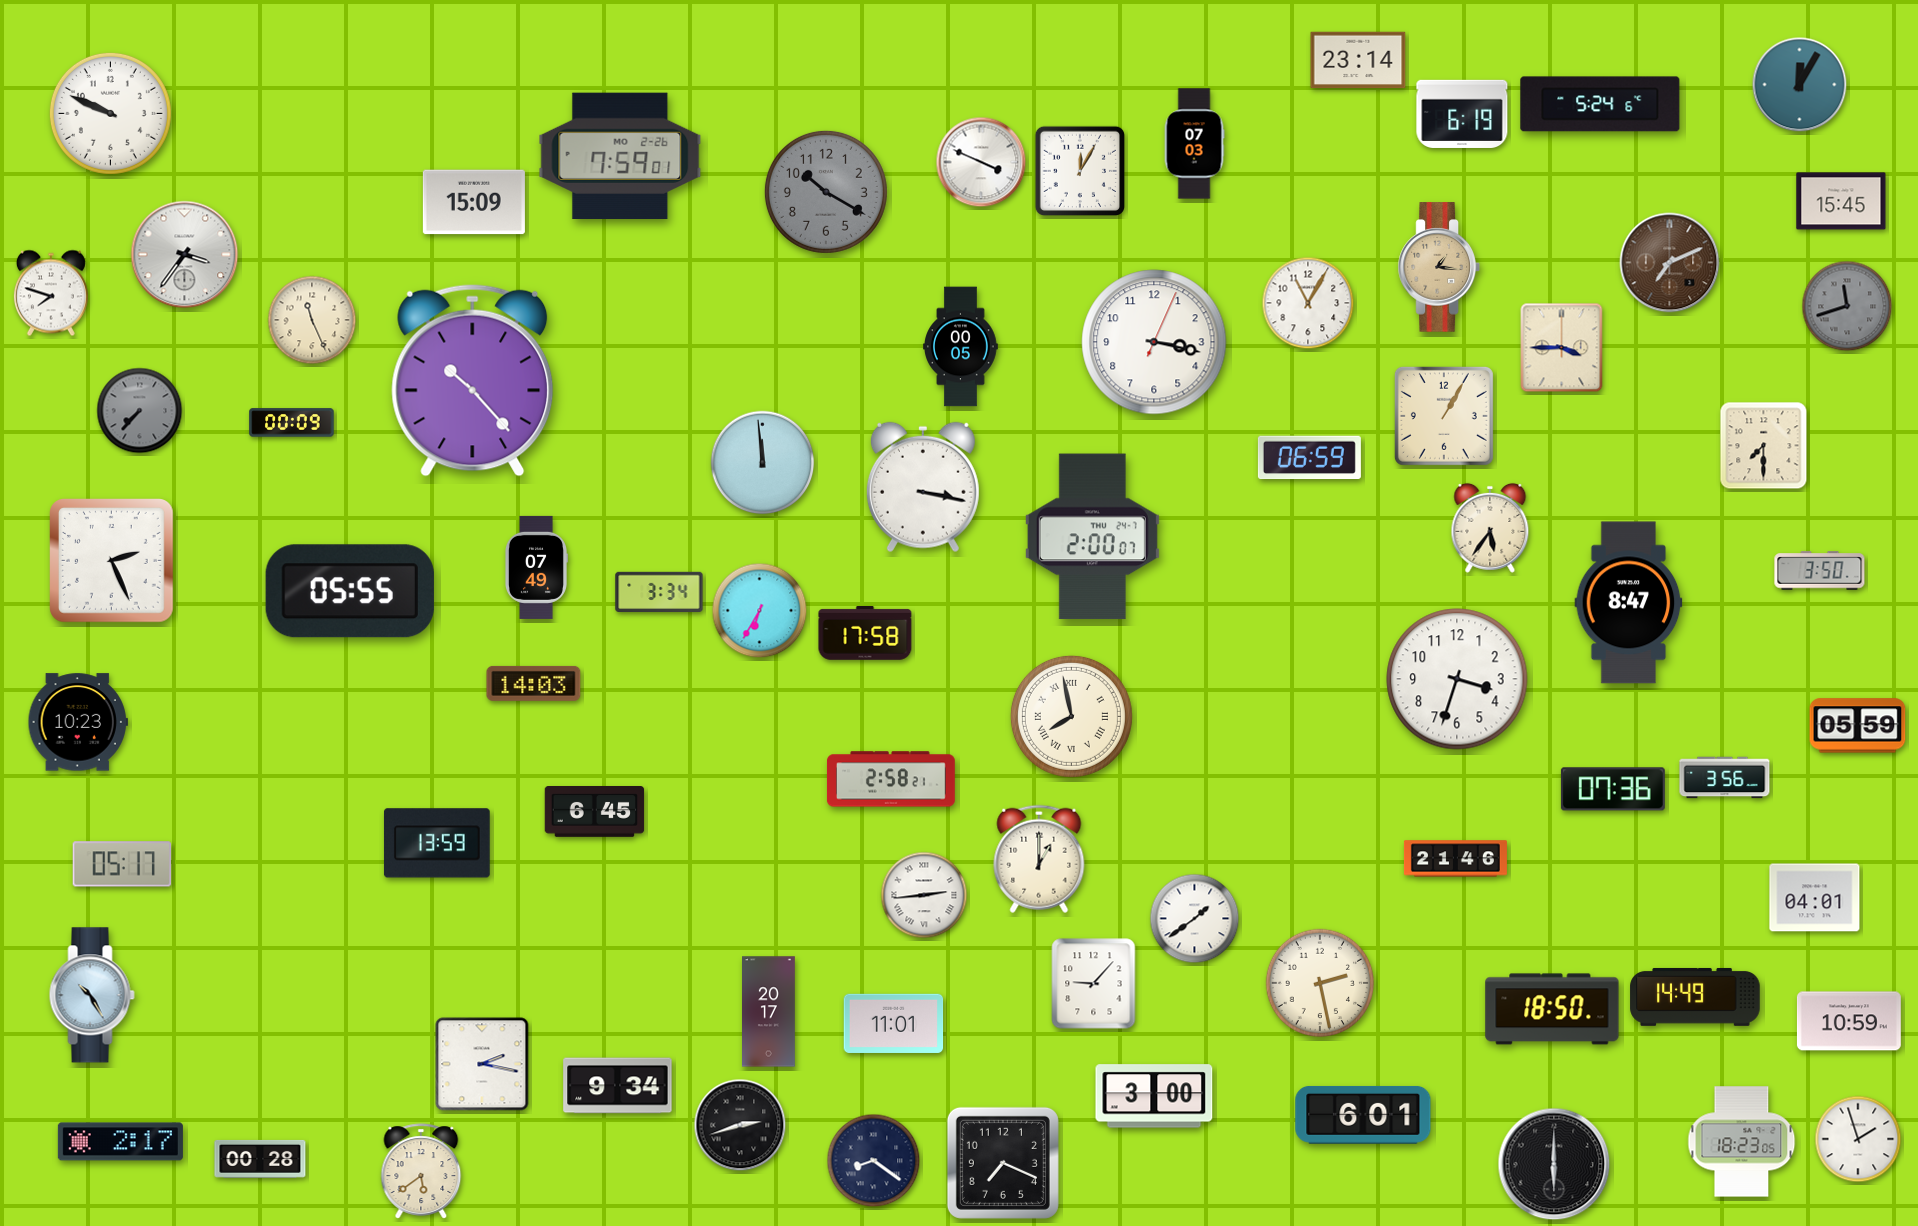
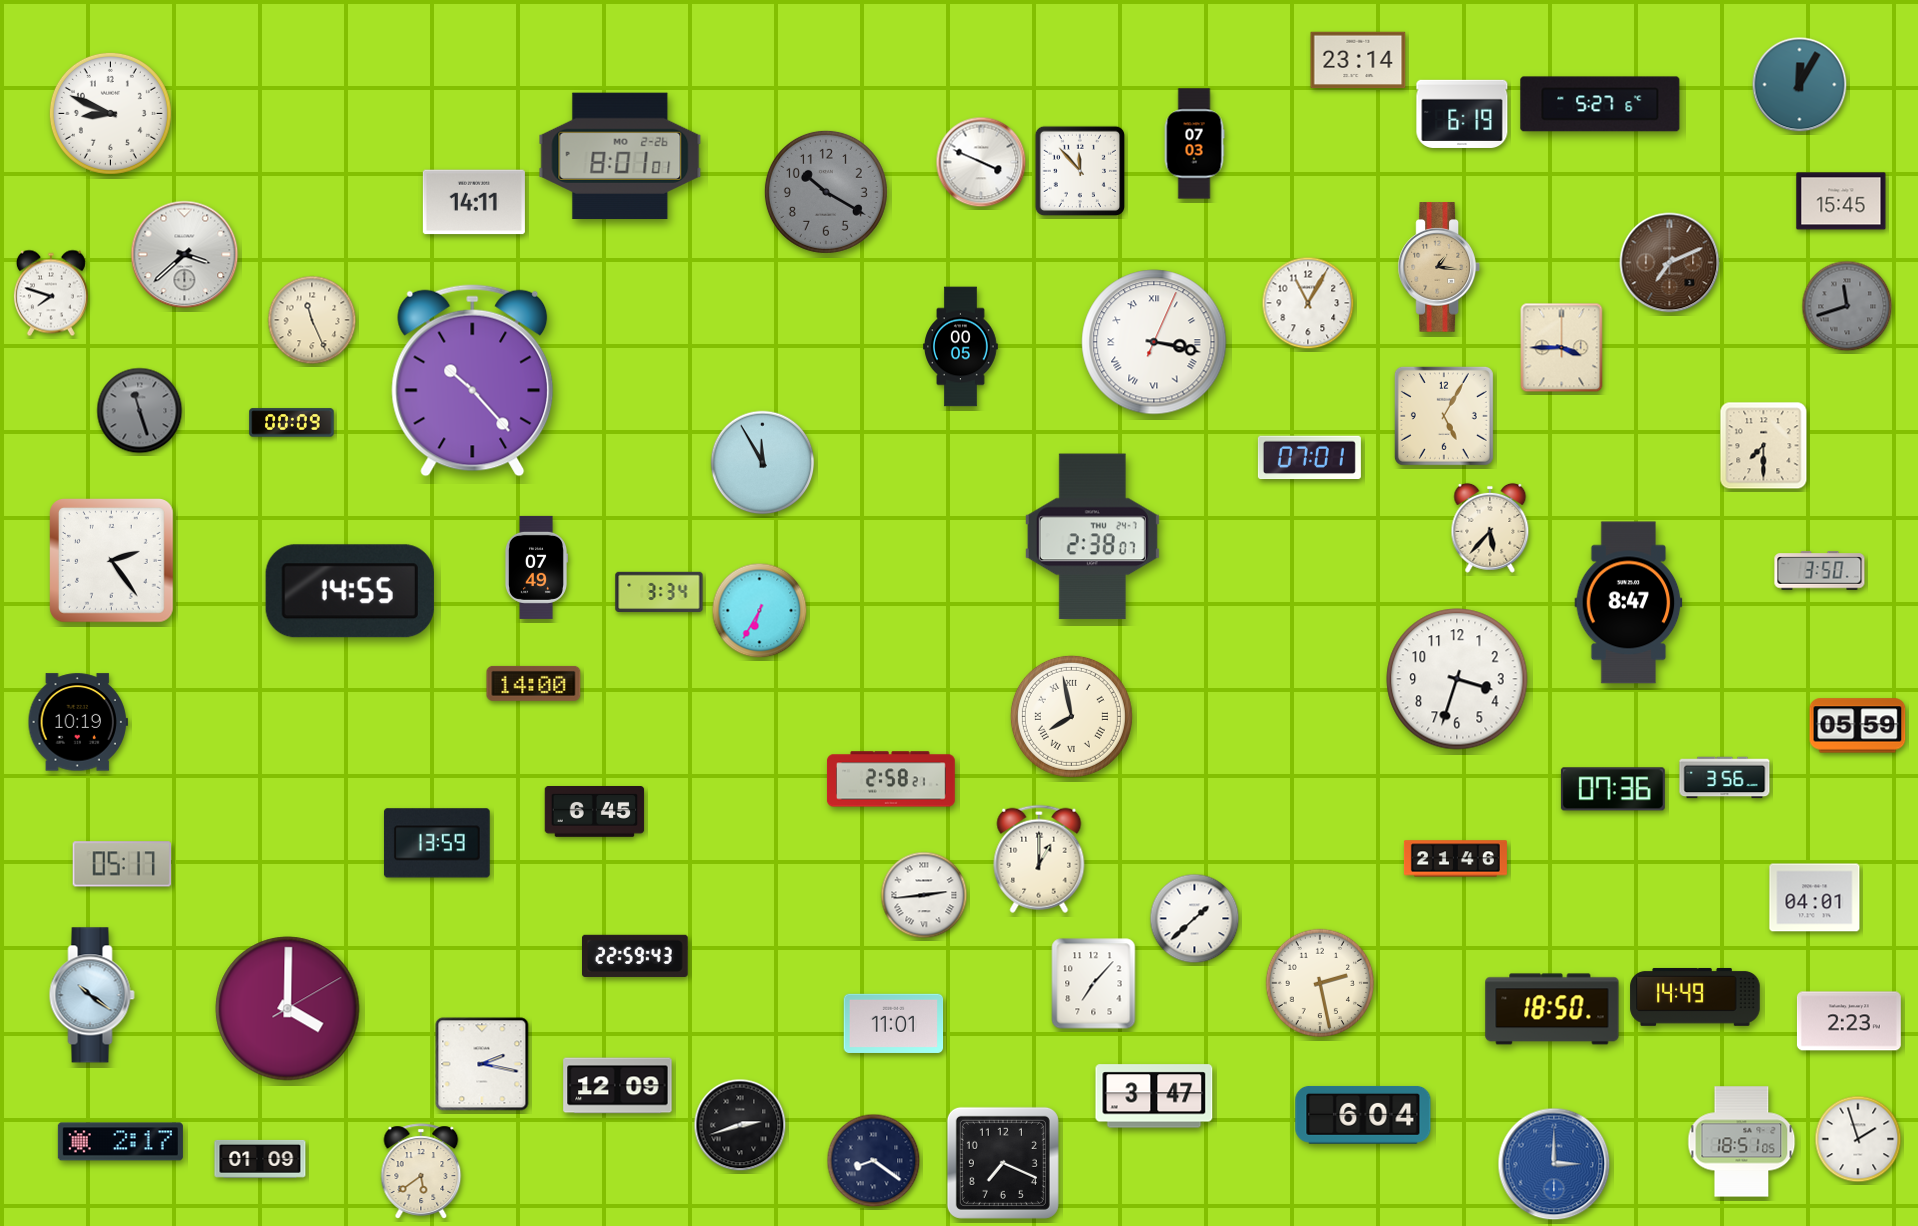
clock at (1600, 104): 5:24 -> 5:27
clock at (110, 113): 9:49 -> 8:49
clock at (620, 156): 7:59 -> 8:01
clock at (1079, 170): 12:05 -> 11:53
clock at (474, 202): 15:09 -> 14:11
clock at (185, 255): 3:36 -> 3:38
clock at (1154, 342) numerals: Arabic -> Roman
clock at (140, 411): 7:37 -> 11:27
clock at (1444, 416): 1:05 -> 5:05
clock at (1309, 458): 06:59 -> 07:01
clock at (763, 463): 11:59 -> 11:55
clock at (923, 487): 3:17 -> none
clock at (1490, 528): 5:36 -> 5:37
clock at (1092, 537): 2:00 -> 2:38
clock at (112, 561): 2:26 -> 2:24
clock at (350, 591): 05:55 -> 14:55
clock at (865, 634): 17:58 -> none
clock at (534, 683): 14:03 -> 14:00
clock at (77, 722): 10:23 -> 10:19
clock at (1195, 919): 1:39 -> 1:38
clock at (636, 956): none -> 22:59
clock at (1094, 984): 9:07 -> 7:07
clock at (92, 995): 10:25 -> 10:21
clock at (288, 1009): none -> 4:00
clock at (769, 1012): 20:17 -> none
clock at (1849, 1021): 10:59 -> 2:23
clock at (618, 1086): 9:34 -> 12:09
clock at (1154, 1096): 3:00 -> 3:47
clock at (1363, 1115): 6:01 -> 6:04
clock at (1742, 1142): 18:23 -> 18:51
clock at (260, 1159): 00:28 -> 01:09
clock at (1554, 1164): 6:00 -> 3:00
clock at (1554, 1164) dial: black -> blue
